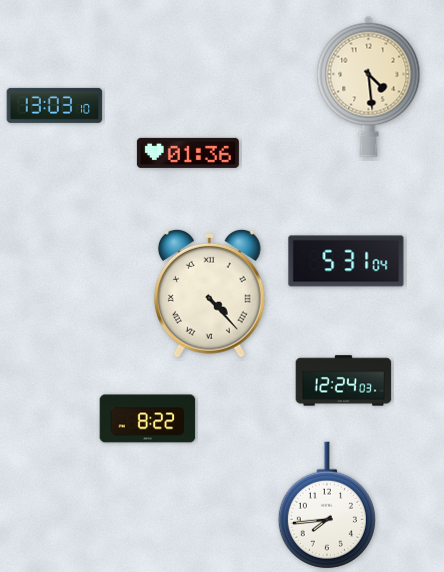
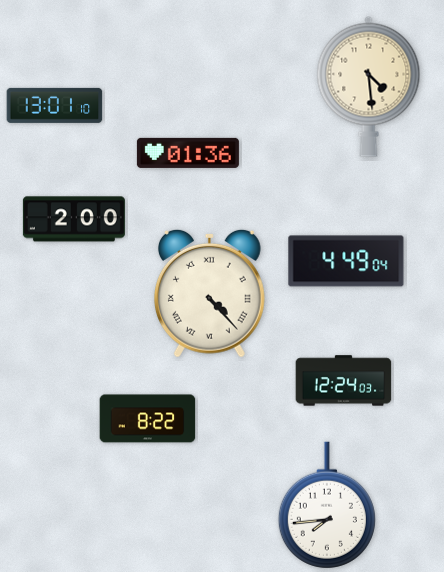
clock at (55, 105): 13:03 -> 13:01
clock at (74, 219): none -> 2:00
clock at (346, 261): 5:31 -> 4:49
